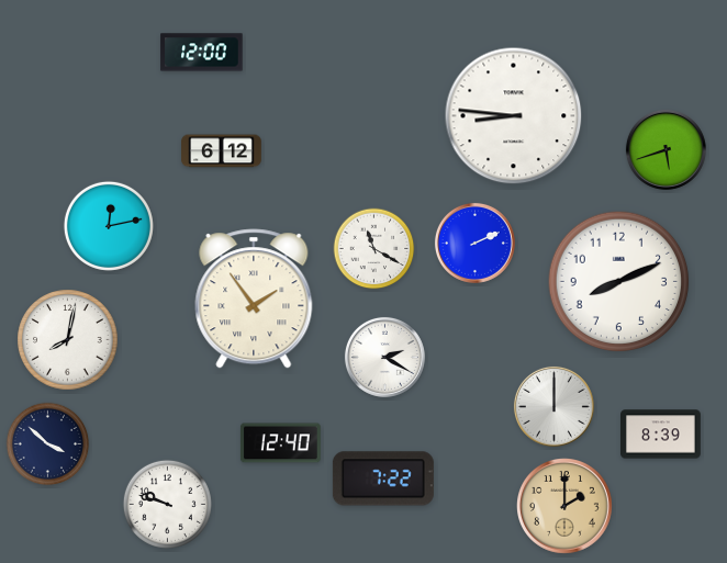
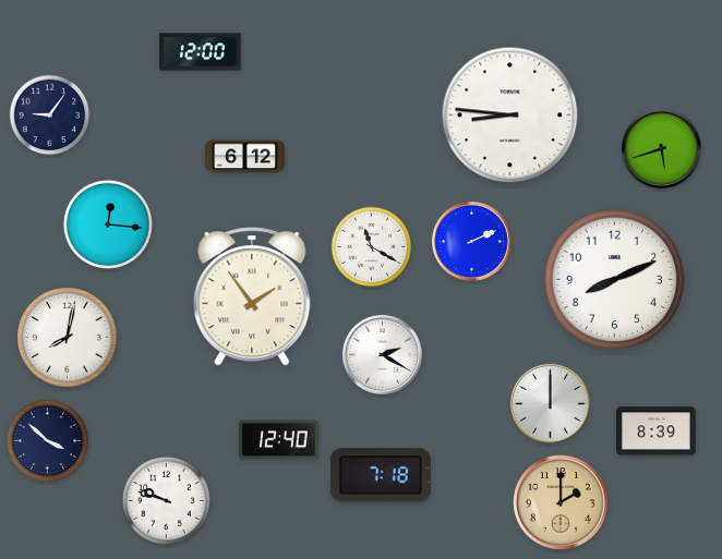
clock at (50, 116): none -> 9:06
clock at (222, 151) position: (222, 151) -> (245, 157)
clock at (109, 226): 12:13 -> 12:16
clock at (383, 478): 7:22 -> 7:18
